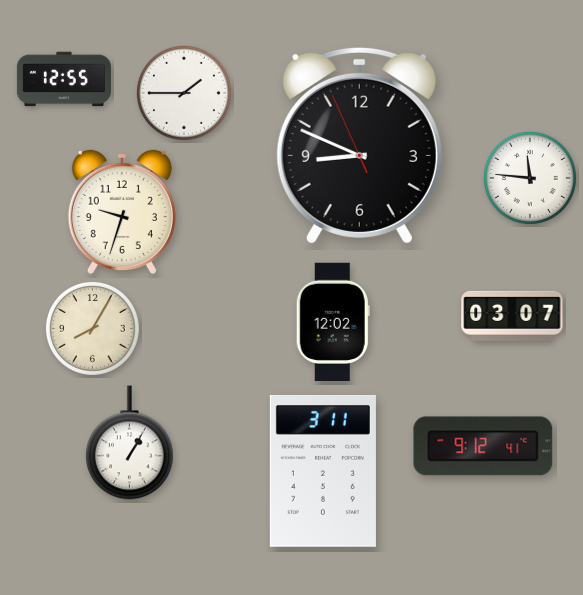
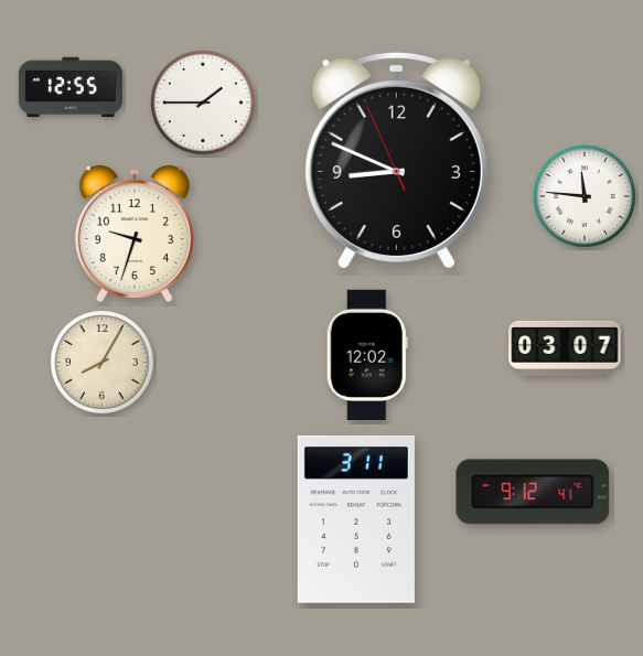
clock at (130, 443): 1:05 -> none
